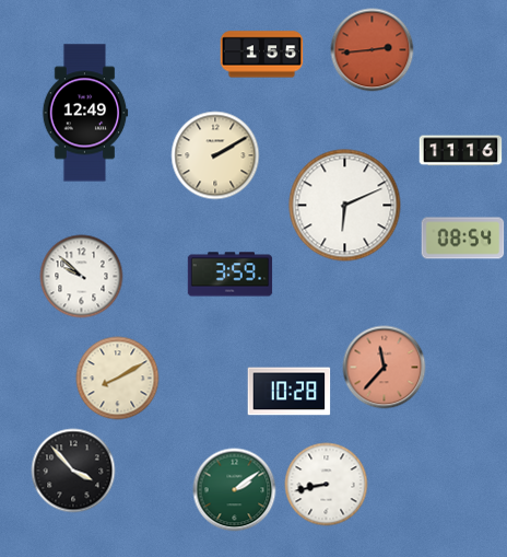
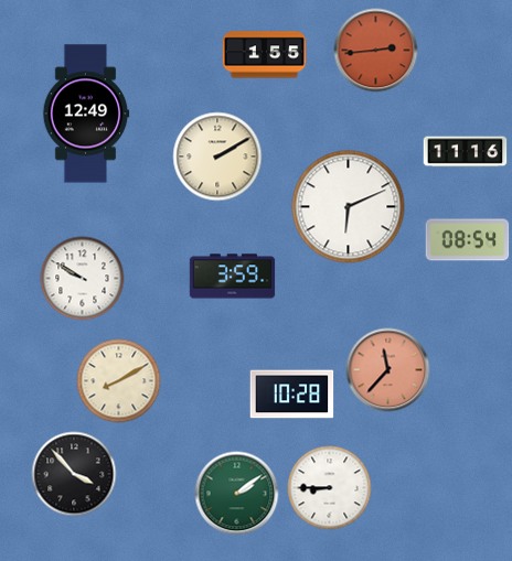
clock at (82, 277): 9:52 -> 9:50
clock at (327, 485): 8:43 -> 8:45
